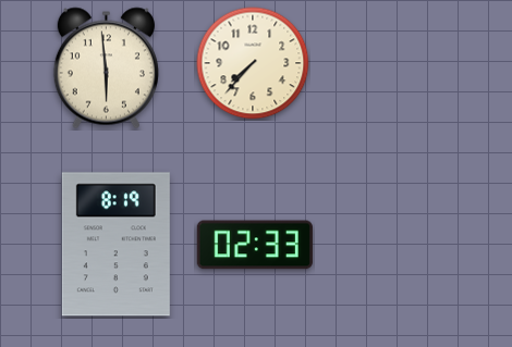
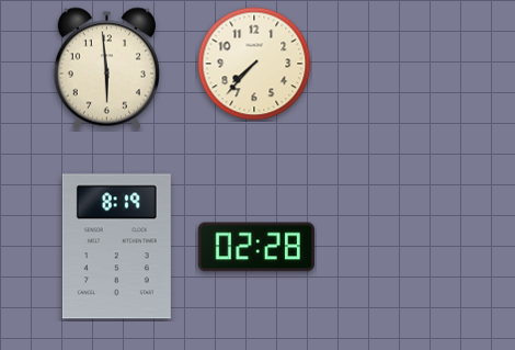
clock at (255, 245): 02:33 -> 02:28
